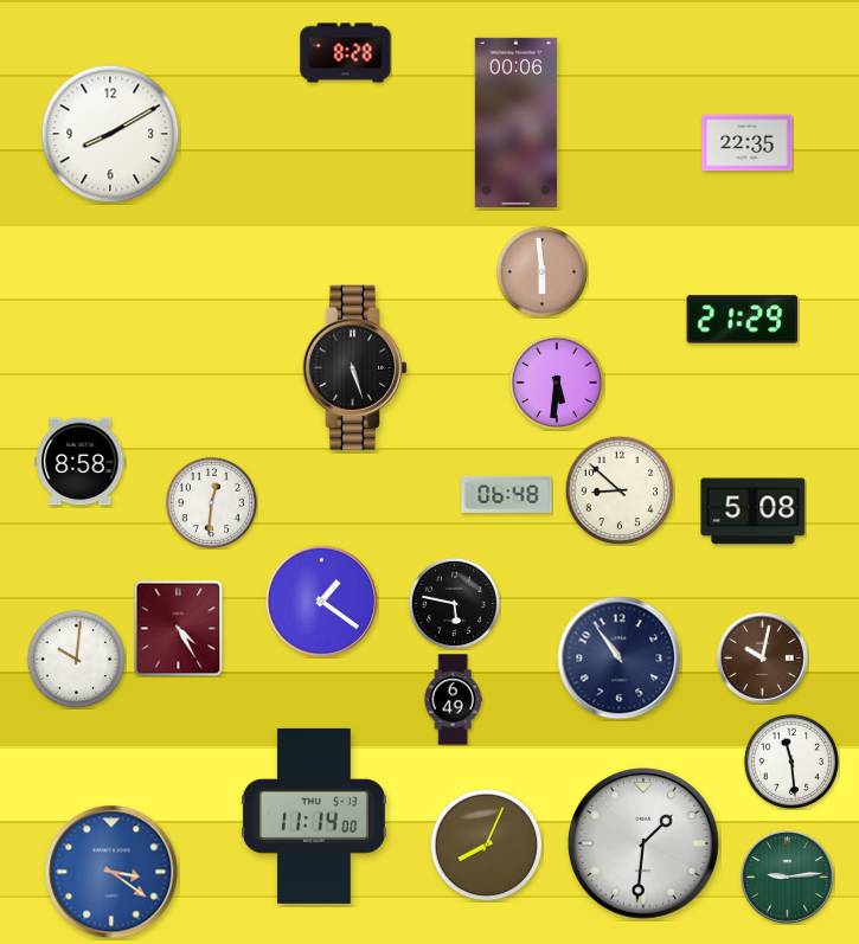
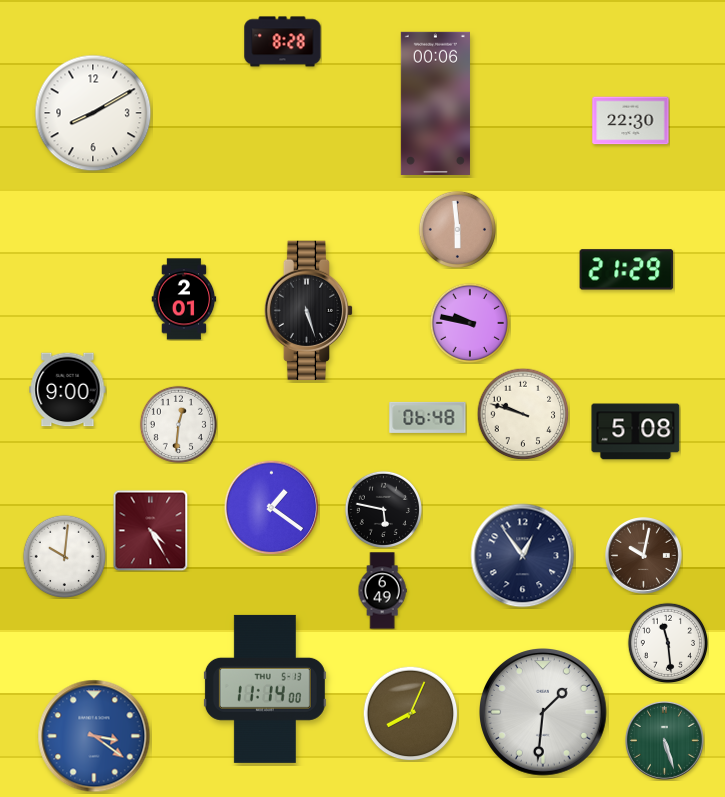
clock at (346, 53) position: (346, 53) -> (283, 42)
clock at (748, 143): 22:35 -> 22:30
clock at (184, 299): none -> 2:01
clock at (355, 368) position: (355, 368) -> (309, 311)
clock at (556, 381): 5:31 -> 9:47
clock at (81, 462): 8:58 -> 9:00
clock at (620, 490): 8:52 -> 9:48
clock at (620, 659): 10:54 -> 12:54
clock at (787, 876): 9:14 -> 5:27
